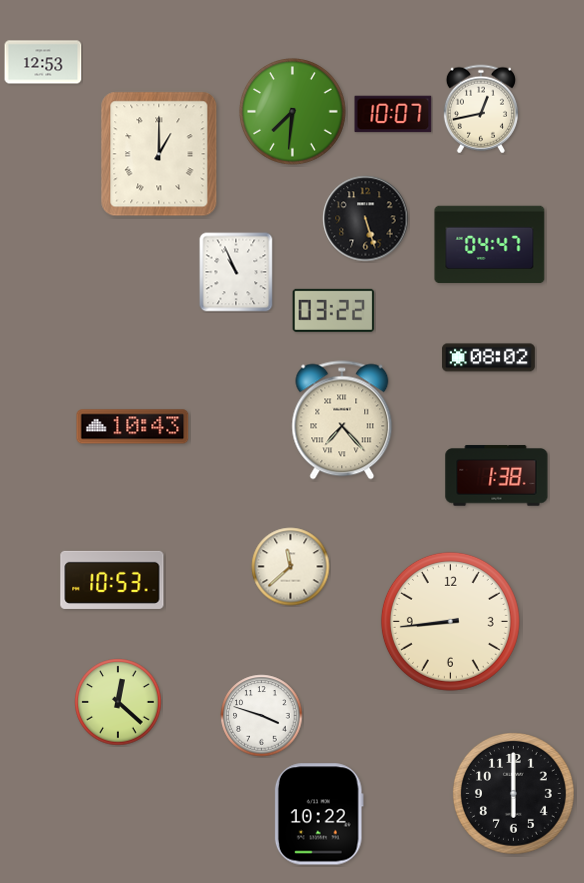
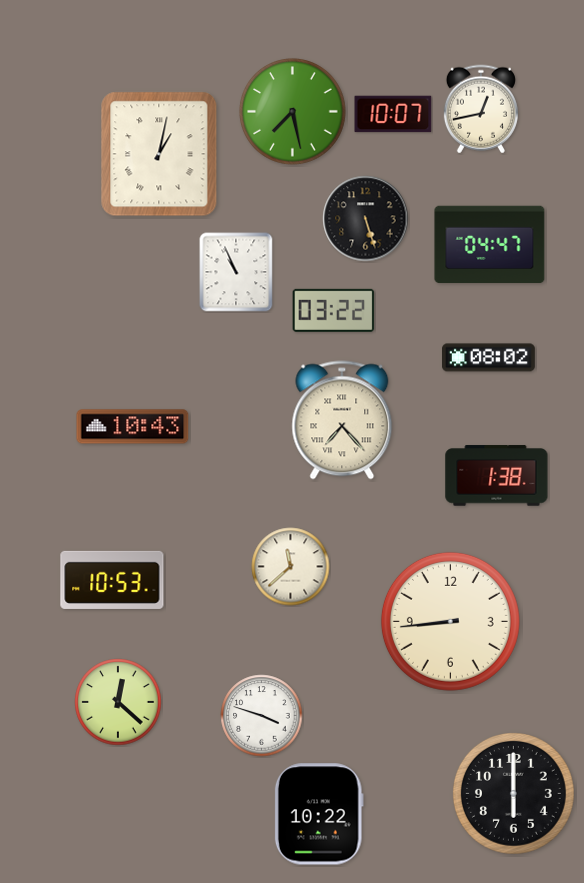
clock at (43, 62): 12:53 -> none
clock at (293, 112): 7:31 -> 7:28
clock at (159, 154): 1:00 -> 1:02
